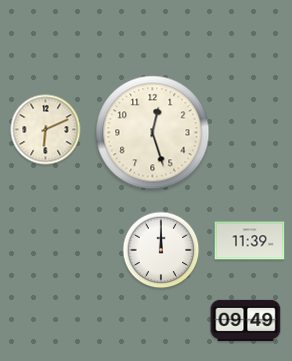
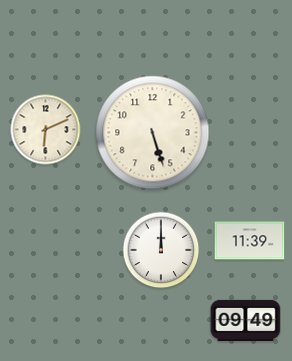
clock at (153, 133): 12:27 -> 5:27
